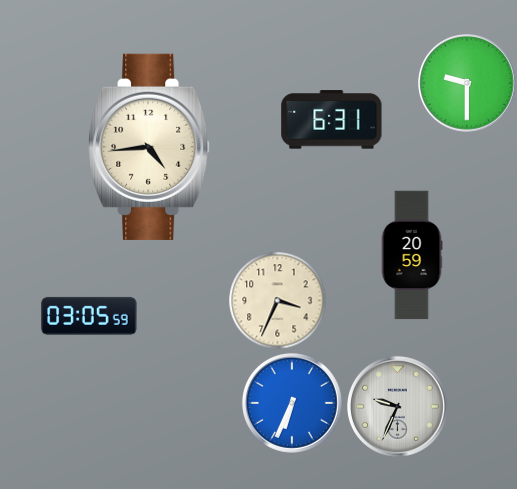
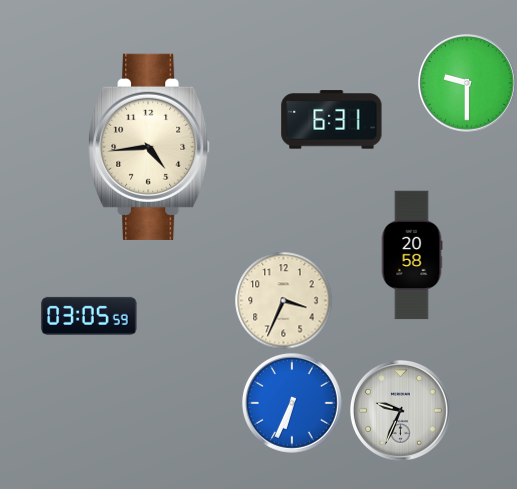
clock at (412, 255): 20:59 -> 20:58
clock at (277, 300) position: (277, 300) -> (283, 300)
clock at (397, 406) position: (397, 406) -> (400, 410)
